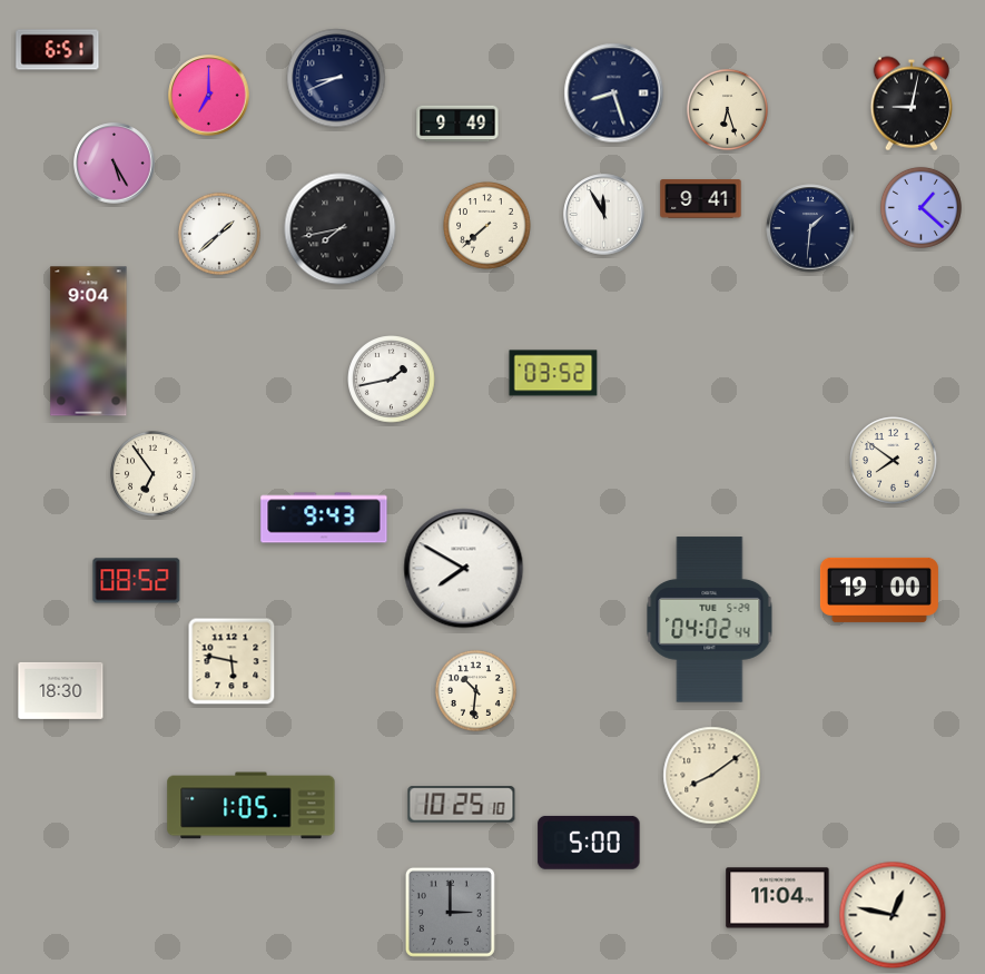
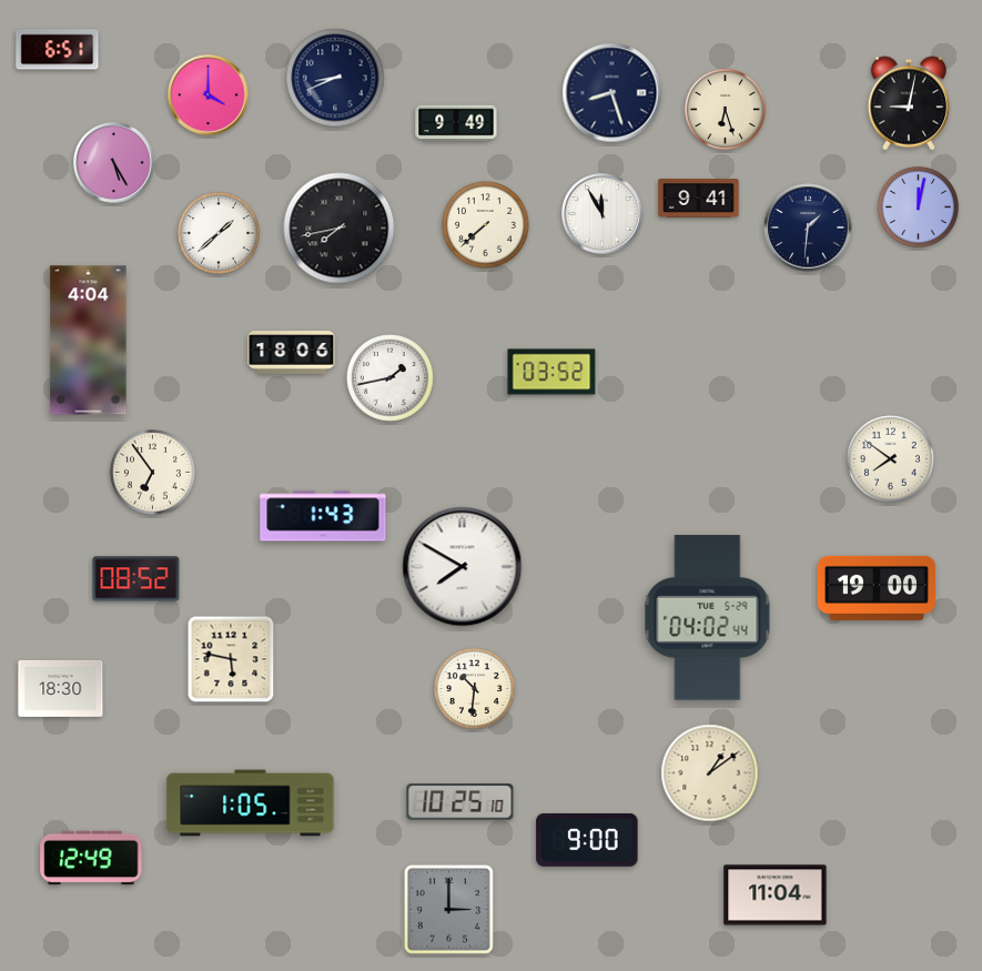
clock at (209, 96): 7:00 -> 4:00
clock at (920, 207): 1:22 -> 12:02
clock at (89, 342): 9:04 -> 4:04
clock at (292, 353): none -> 18:06
clock at (324, 518): 9:43 -> 1:43
clock at (712, 776): 8:09 -> 1:09
clock at (589, 843): 5:00 -> 9:00
clock at (91, 858): none -> 12:49
clock at (893, 915): 12:47 -> none
